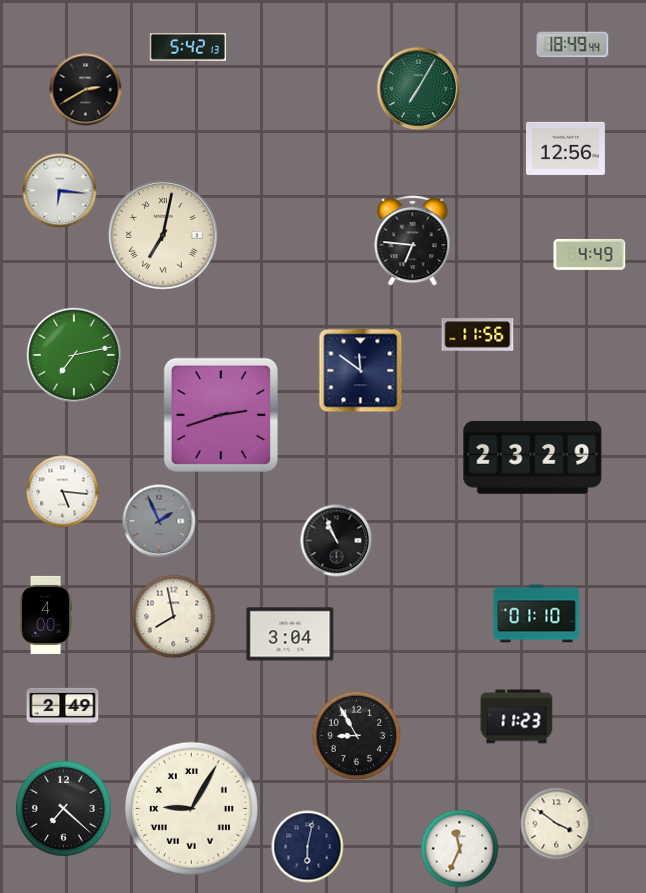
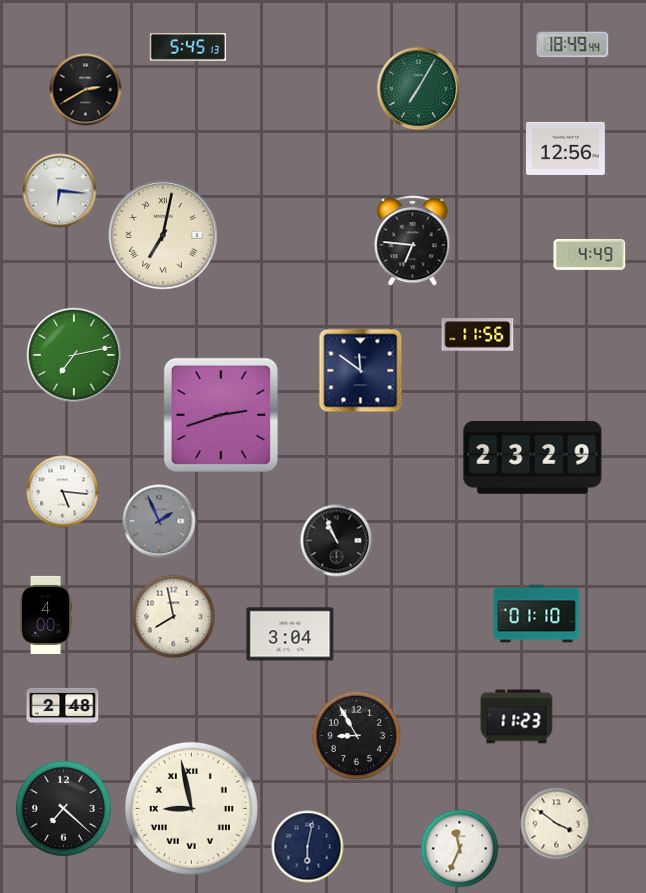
clock at (187, 47): 5:42 -> 5:45
clock at (63, 706): 2:49 -> 2:48
clock at (191, 808): 9:05 -> 8:58
